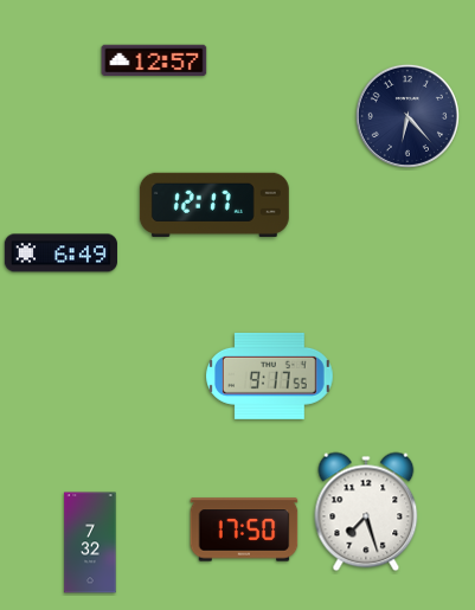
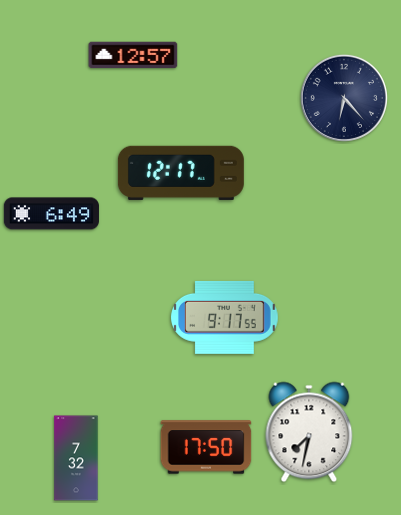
clock at (154, 60) position: (154, 60) -> (133, 55)
clock at (270, 375) position: (270, 375) -> (225, 317)
clock at (366, 512): 7:27 -> 7:32
